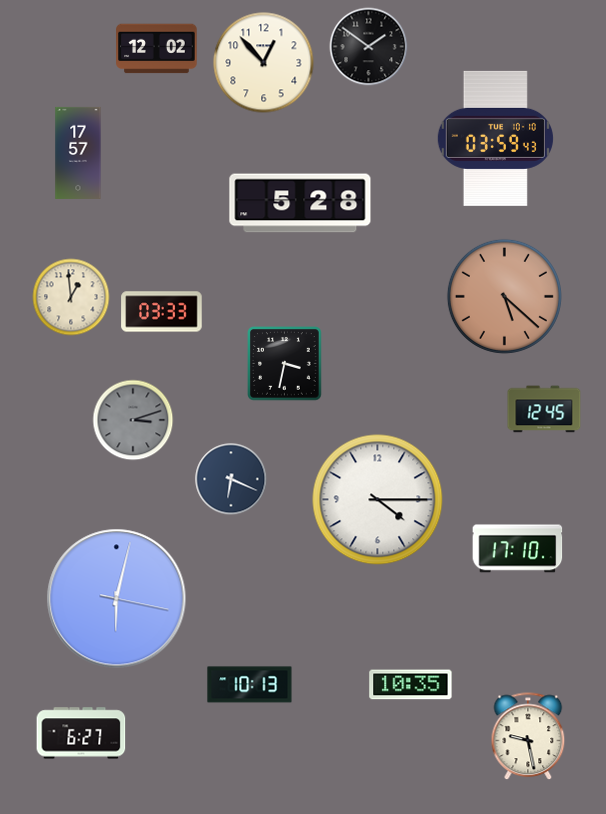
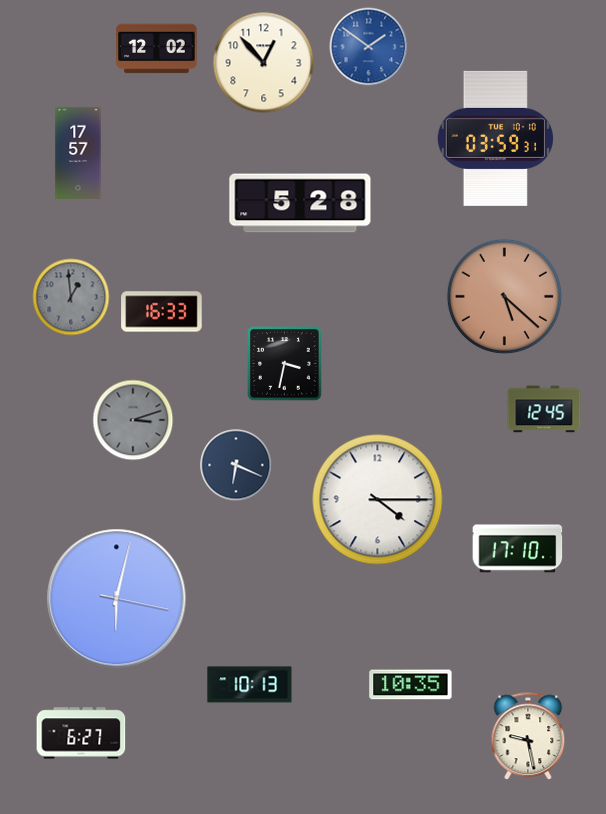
clock at (369, 47) dial: black -> blue
clock at (495, 138): 03:59:43 -> 03:59:31
clock at (71, 297) dial: cream -> grey
clock at (162, 312): 03:33 -> 16:33
clock at (231, 479) position: (231, 479) -> (236, 465)
